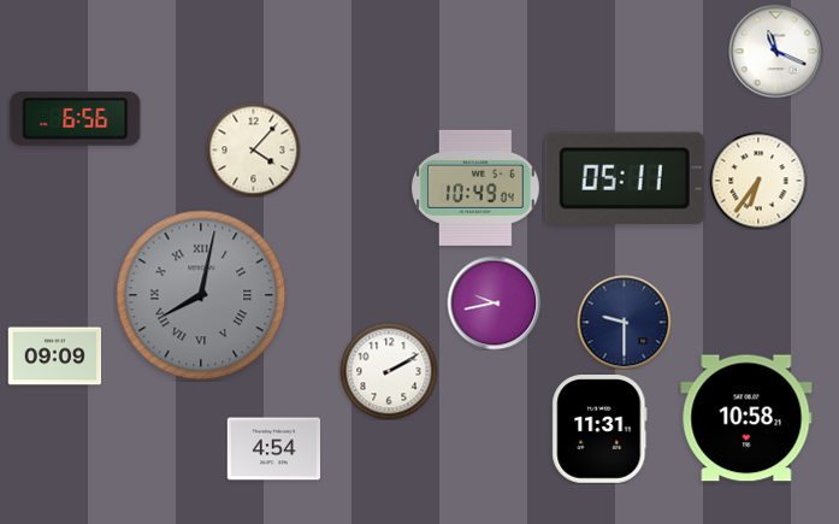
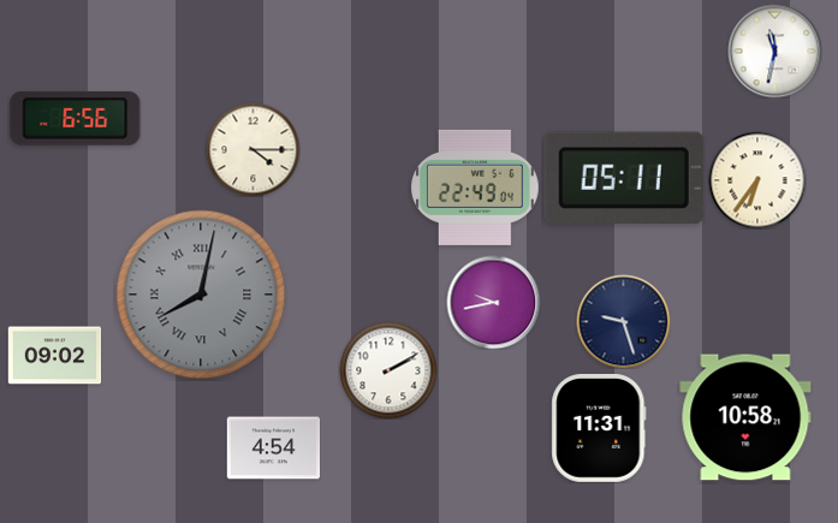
clock at (775, 51): 11:19 -> 11:32
clock at (253, 149): 4:07 -> 4:15
clock at (477, 188): 10:49 -> 22:49
clock at (624, 322): 9:30 -> 9:27
clock at (54, 357): 09:09 -> 09:02
